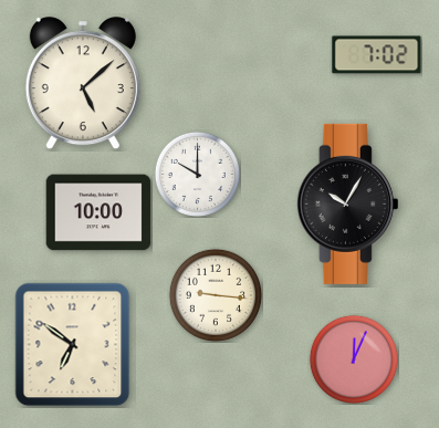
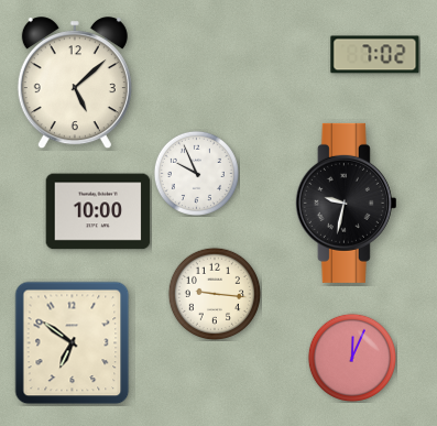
clock at (83, 84) position: (83, 84) -> (75, 84)
clock at (197, 174): 10:00 -> 9:56
clock at (347, 203): 10:05 -> 9:32
